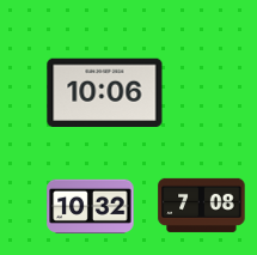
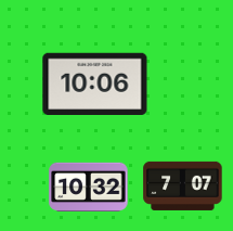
clock at (202, 205): 7:08 -> 7:07
clock at (91, 206) position: (91, 206) -> (89, 187)
